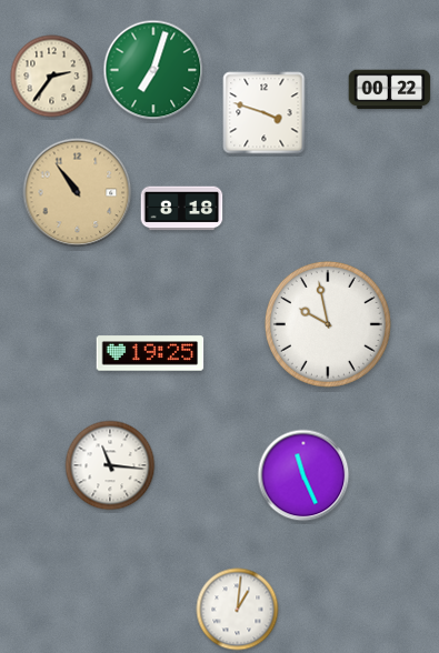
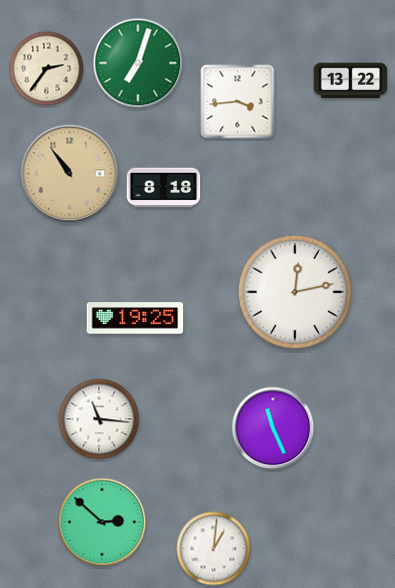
clock at (390, 90): 00:22 -> 13:22
clock at (265, 113): 3:48 -> 3:44
clock at (328, 324): 9:58 -> 12:13
clock at (102, 522): none -> 2:52
